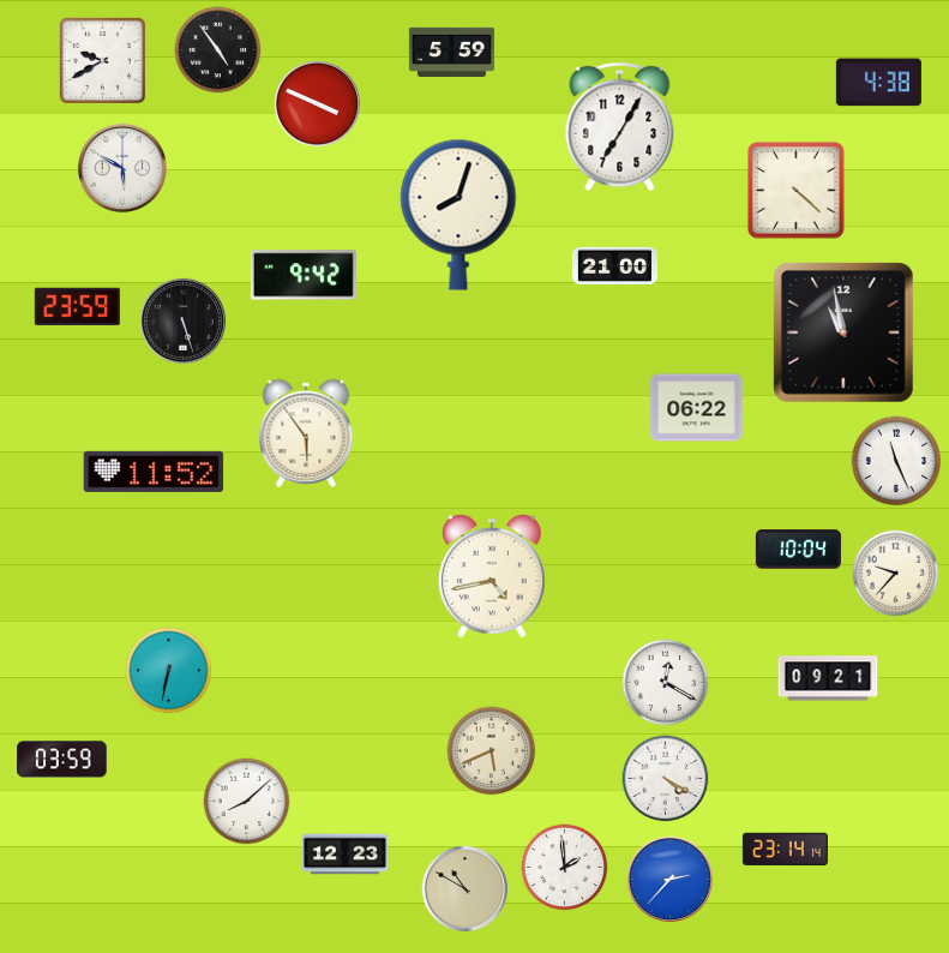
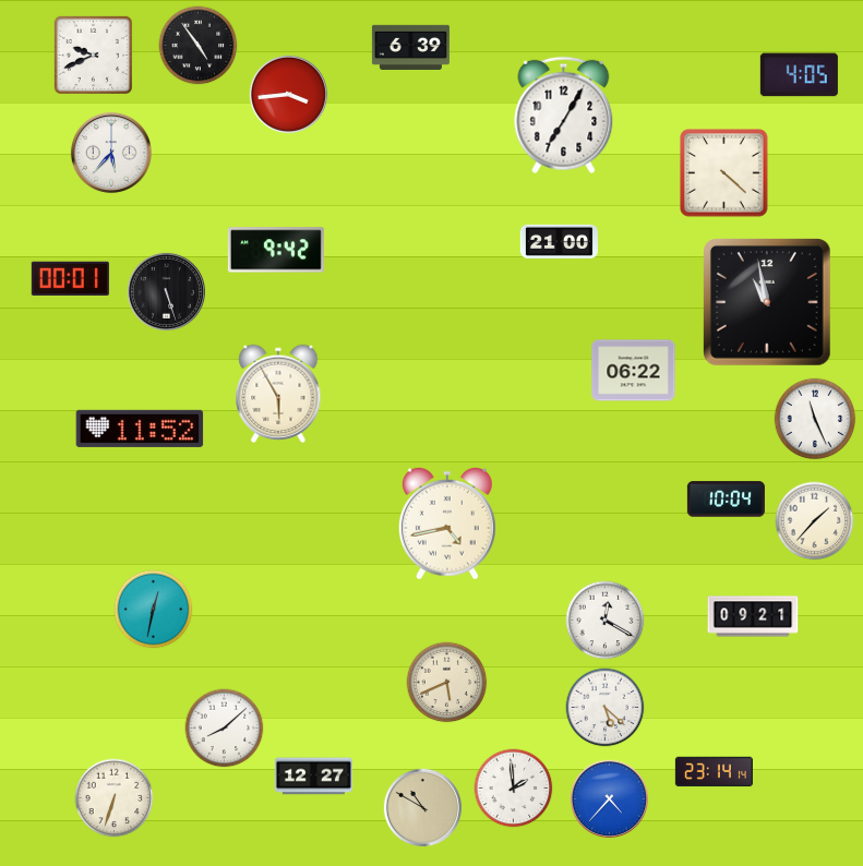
clock at (451, 52): 5:59 -> 6:39
clock at (102, 60): 9:40 -> 9:41
clock at (878, 83): 4:38 -> 4:05
clock at (317, 103): 3:49 -> 3:44
clock at (122, 168): 5:50 -> 5:37
clock at (458, 215): 8:03 -> none
clock at (77, 306): 23:59 -> 00:01
clock at (306, 433): 5:54 -> 5:55
clock at (896, 574): 9:37 -> 1:37
clock at (169, 671): 6:32 -> 12:32
clock at (62, 760): 03:59 -> none
clock at (666, 779): 4:20 -> 5:22
clock at (344, 855): 12:23 -> 12:27
clock at (115, 798): none -> 6:33
clock at (669, 879): 2:37 -> 4:37
